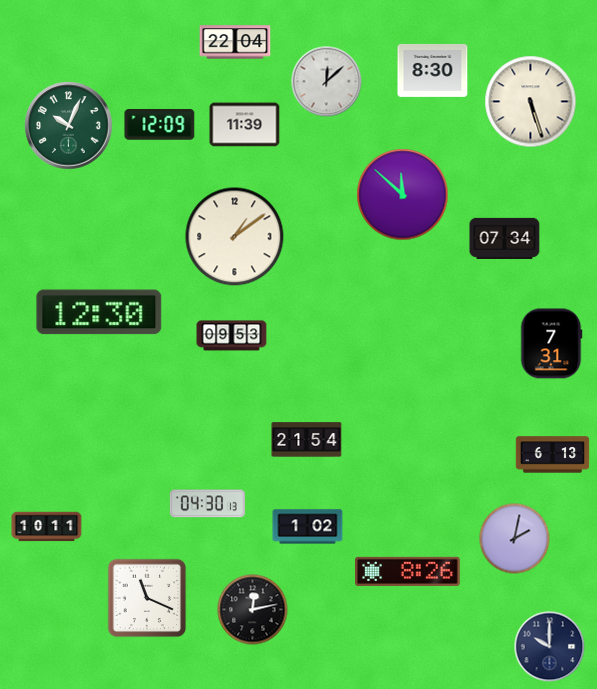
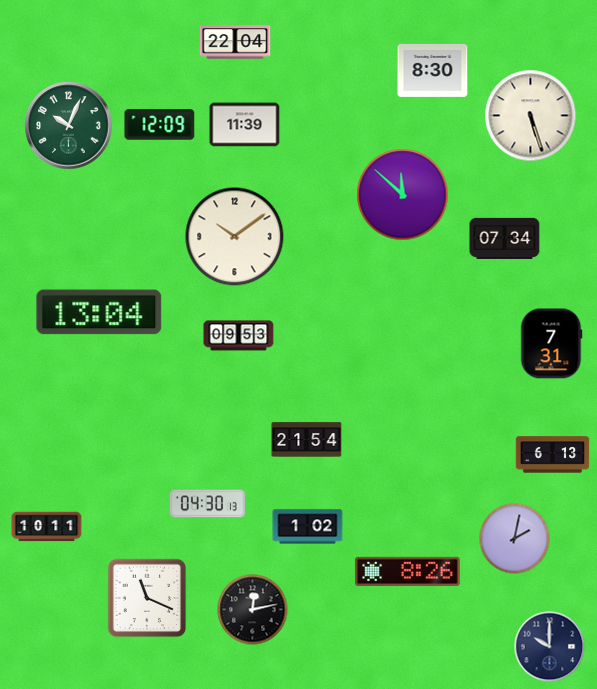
clock at (327, 82): 12:08 -> none
clock at (531, 102) position: (531, 102) -> (531, 116)
clock at (235, 237): 1:09 -> 10:09
clock at (99, 312): 12:30 -> 13:04
clock at (232, 336) position: (232, 336) -> (239, 336)
